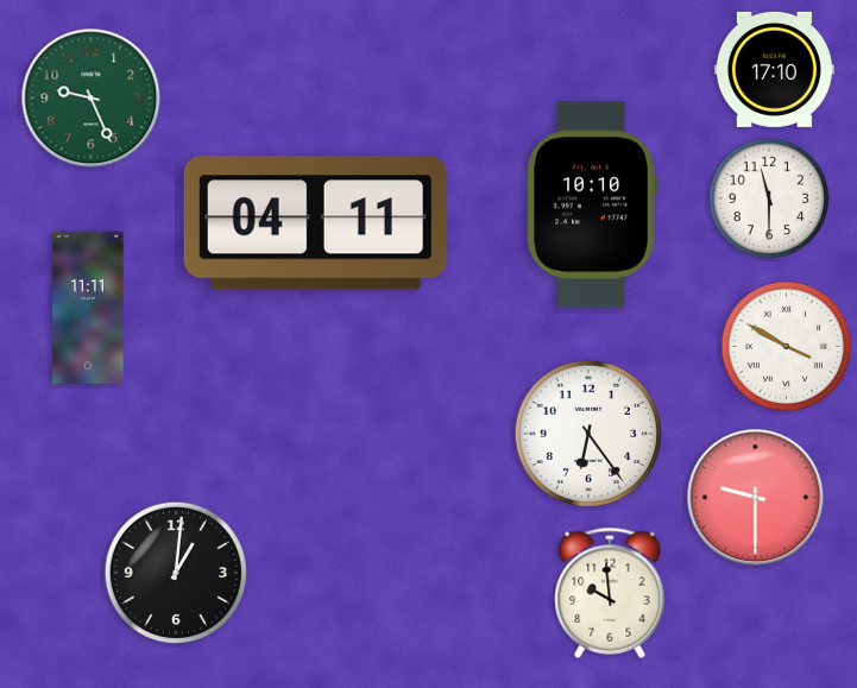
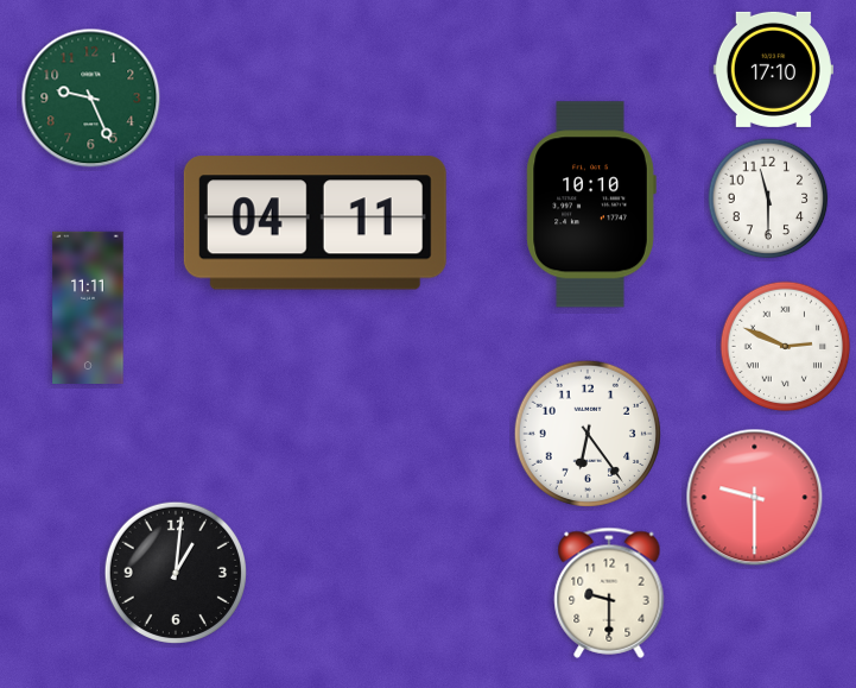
clock at (787, 347): 3:50 -> 2:49
clock at (610, 593): 9:59 -> 9:30
